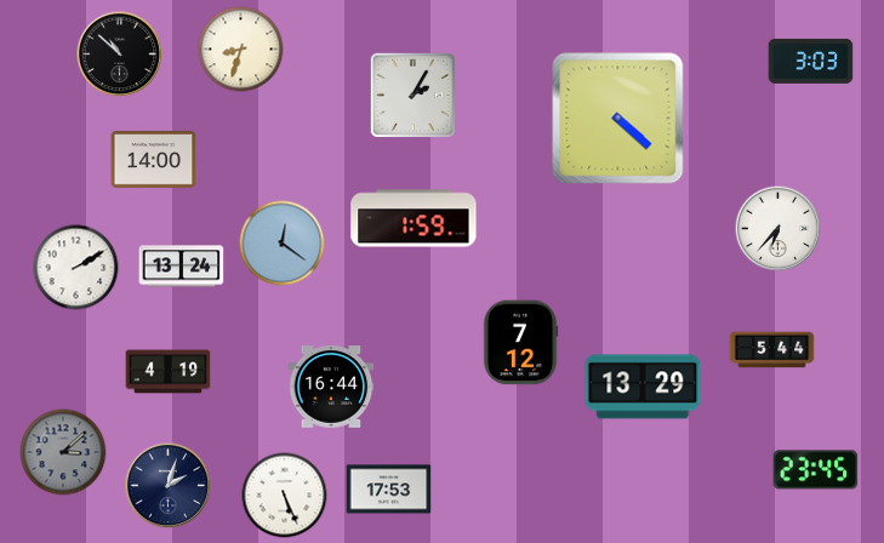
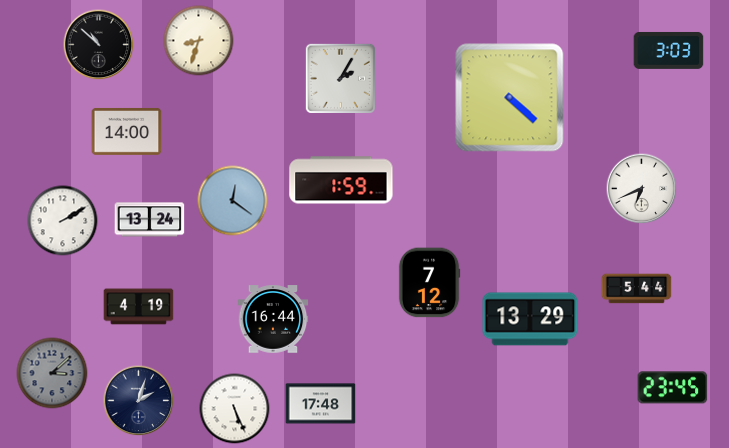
clock at (779, 229): 6:37 -> 6:41
clock at (389, 490): 17:53 -> 17:48
